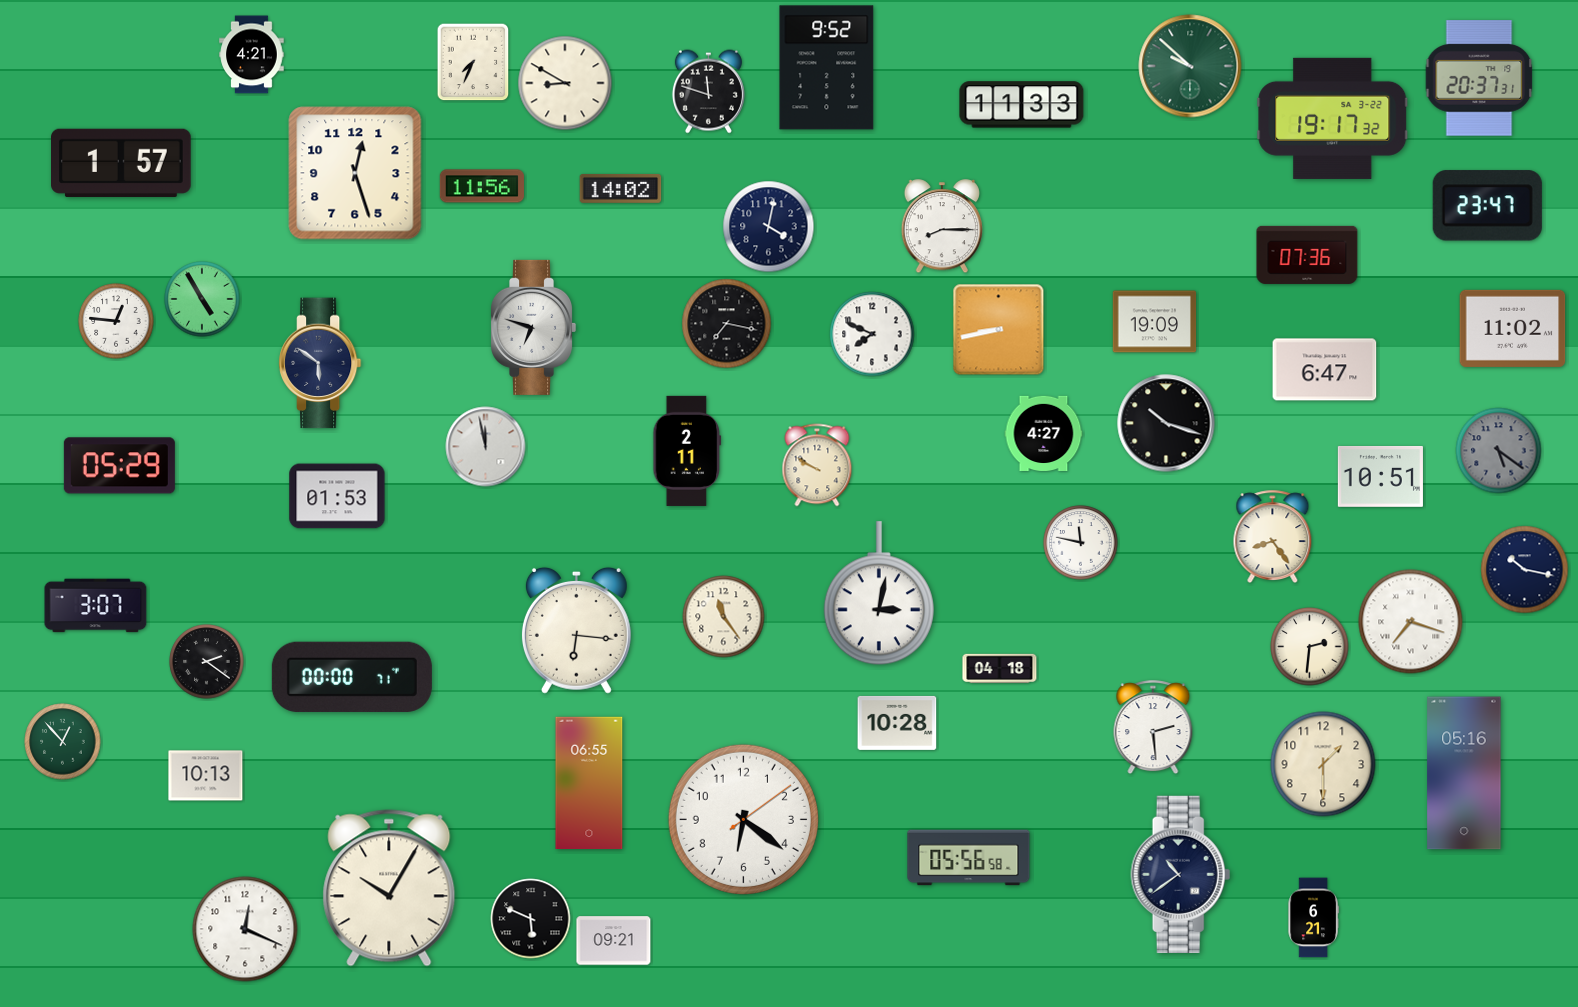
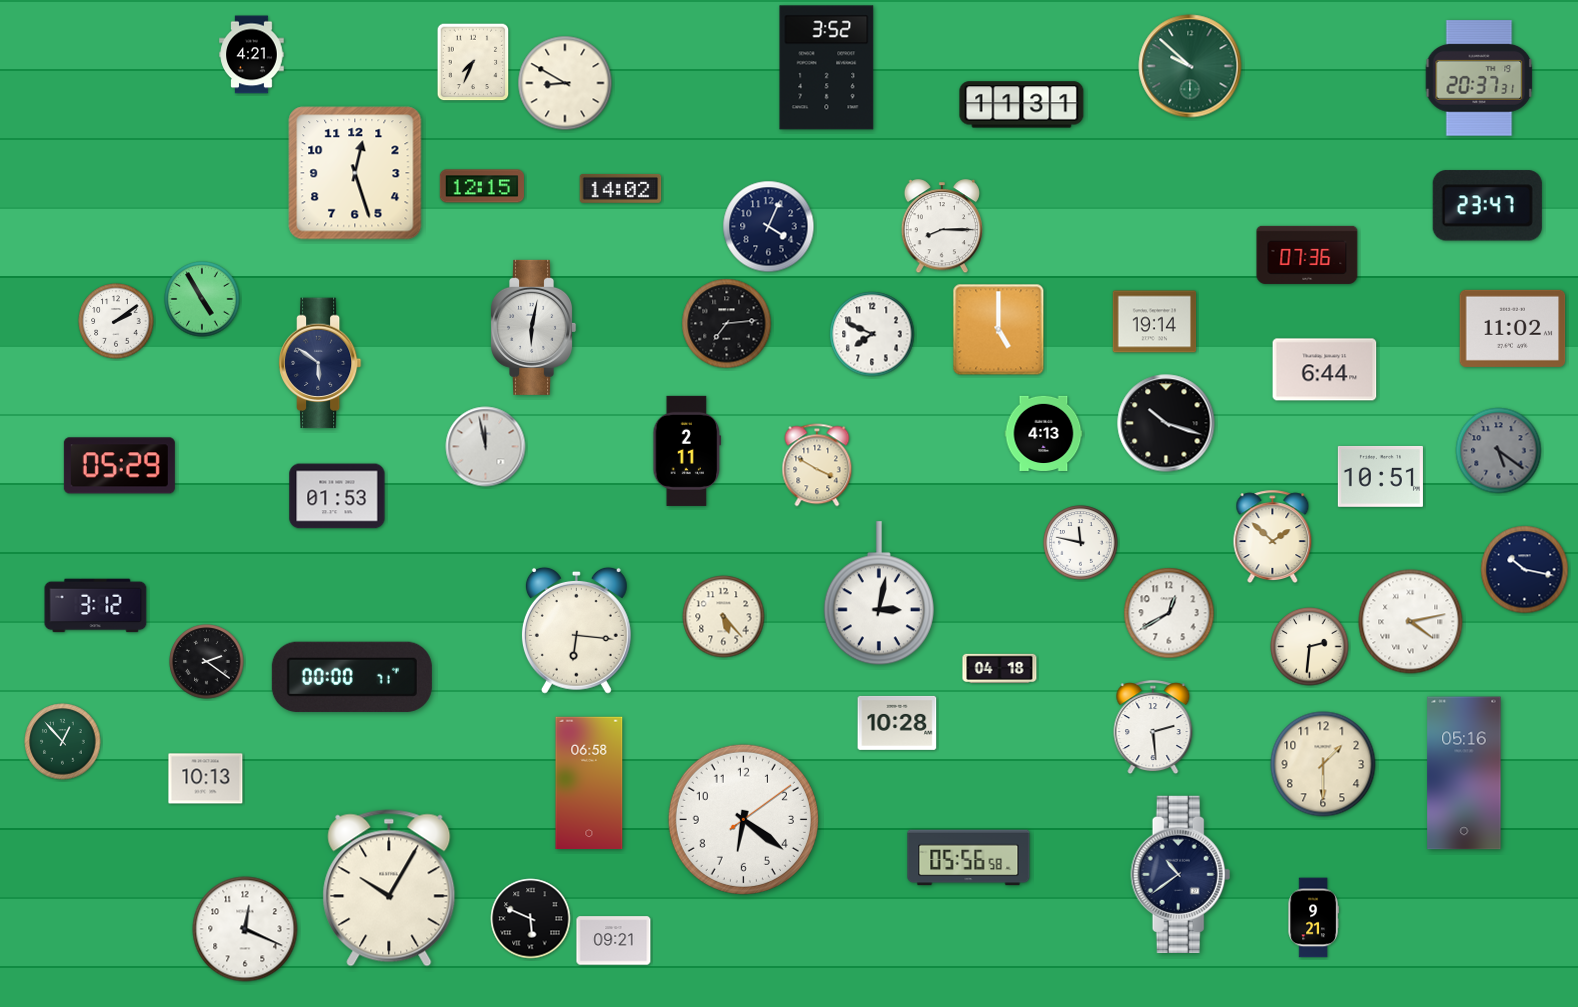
clock at (827, 68): 9:52 -> 3:52
clock at (708, 92): 11:48 -> none
clock at (1022, 105): 11:33 -> 11:31
clock at (1333, 118): 19:17 -> none
clock at (122, 163): 1:57 -> none
clock at (481, 186): 11:56 -> 12:15
clock at (769, 227): 4:02 -> 4:04
clock at (116, 321): 12:46 -> 2:09
clock at (1155, 322): 19:09 -> 19:14
clock at (727, 324): 7:17 -> 7:14
clock at (534, 327): 6:48 -> 6:02
clock at (999, 330): 8:43 -> 5:00
clock at (1325, 370): 6:47 -> 6:44
clock at (1044, 434): 4:27 -> 4:13
clock at (817, 465): 9:50 -> 3:50
clock at (1273, 536): 8:24 -> 1:52
clock at (96, 606): 3:07 -> 3:12
clock at (1169, 613): none -> 12:40
clock at (724, 617): 11:24 -> 5:23
clock at (1411, 622): 7:18 -> 4:13
clock at (206, 776) position: (206, 776) -> (206, 779)
clock at (589, 783): 06:55 -> 06:58
clock at (1313, 918): 6:21 -> 9:21
